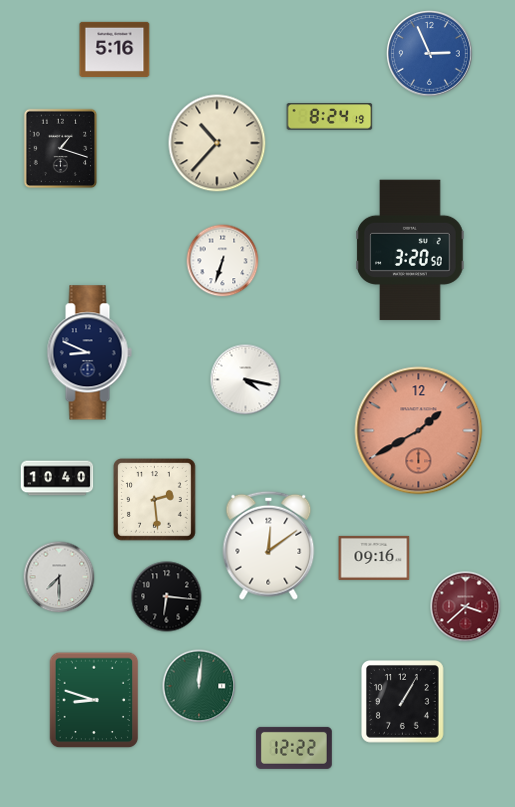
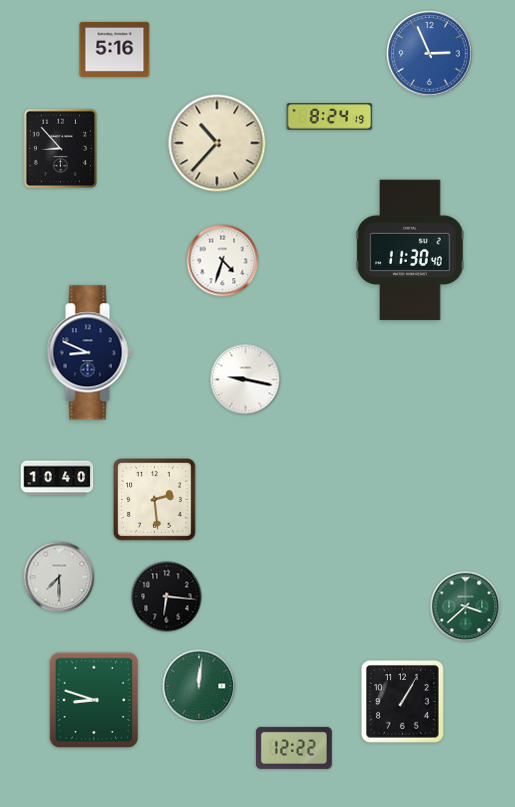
clock at (61, 149): 1:18 -> 8:53
clock at (410, 250): 3:20 -> 11:30
clock at (223, 261): 6:33 -> 4:33
clock at (246, 380): 4:17 -> 9:17
clock at (419, 431): 1:40 -> none
clock at (269, 545): 12:09 -> none
clock at (374, 558): 09:16 -> none
clock at (466, 607) dial: burgundy -> green
